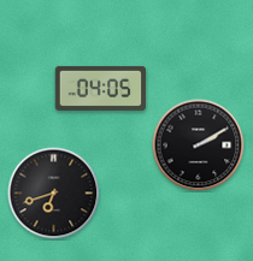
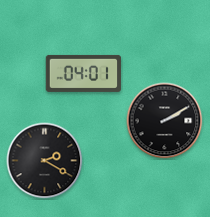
clock at (101, 88): 04:05 -> 04:01
clock at (54, 194): 6:42 -> 2:20
